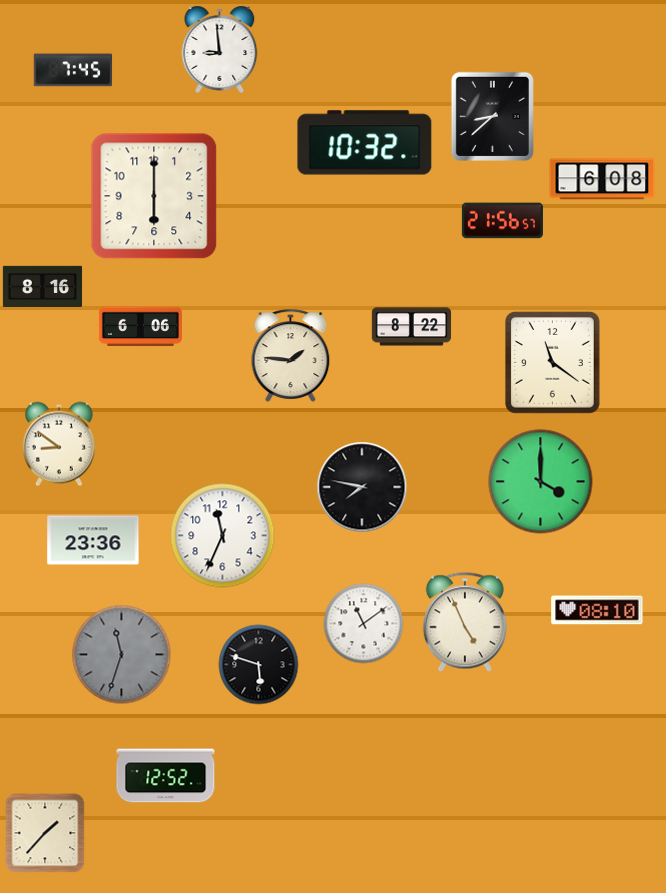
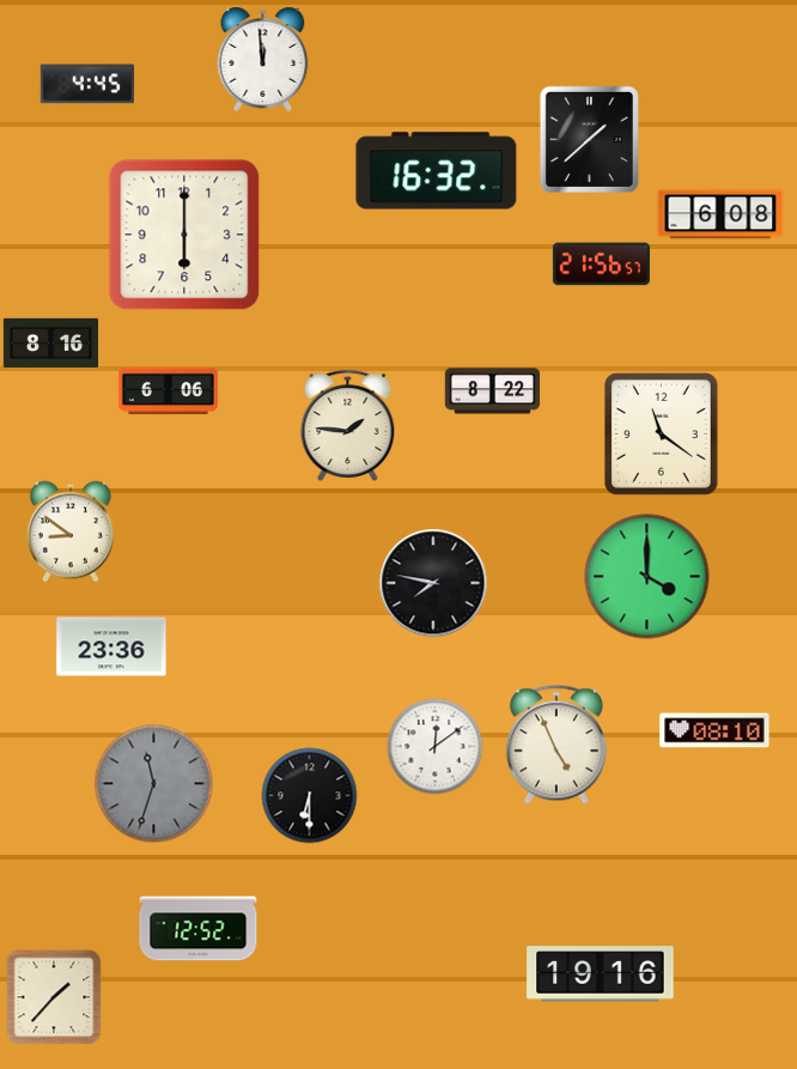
clock at (220, 49): 8:59 -> 11:59
clock at (73, 70): 7:45 -> 4:45
clock at (492, 116): 8:38 -> 1:38
clock at (365, 143): 10:32 -> 16:32
clock at (223, 536): 11:34 -> none
clock at (364, 624): 11:09 -> 12:09
clock at (122, 655) position: (122, 655) -> (154, 784)
clock at (259, 665): 5:48 -> 6:30
clock at (601, 974): none -> 19:16
